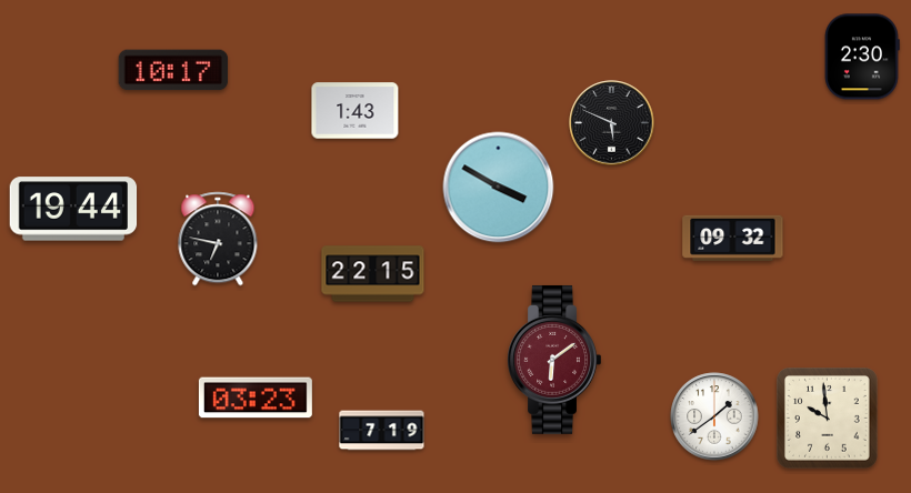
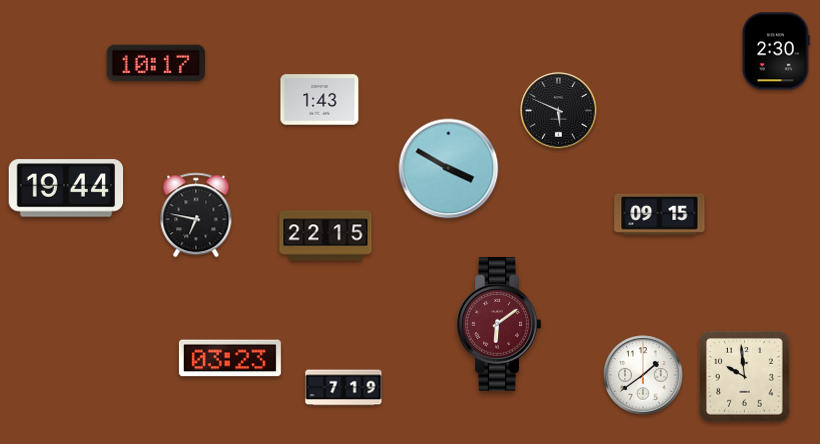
clock at (612, 123) position: (612, 123) -> (559, 111)
clock at (733, 238): 09:32 -> 09:15
clock at (373, 274) position: (373, 274) -> (326, 236)
